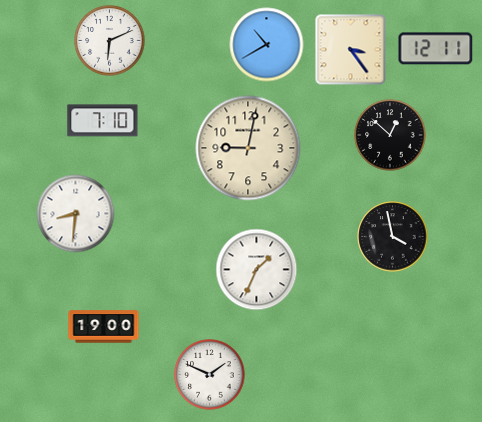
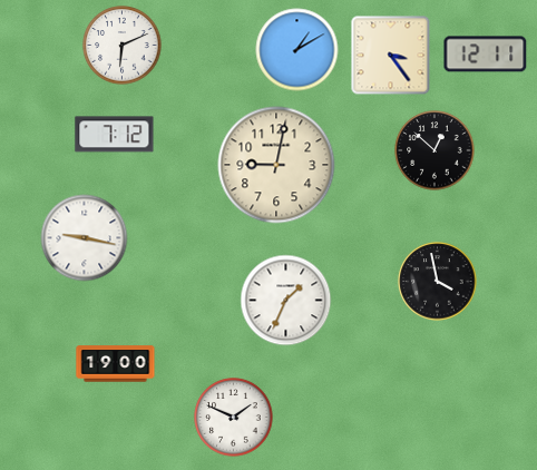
clock at (267, 45): 10:40 -> 1:10
clock at (103, 121): 7:10 -> 7:12
clock at (76, 214): 8:31 -> 9:17
clock at (393, 237) position: (393, 237) -> (438, 282)
